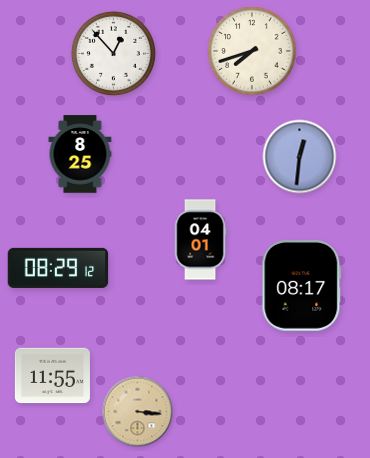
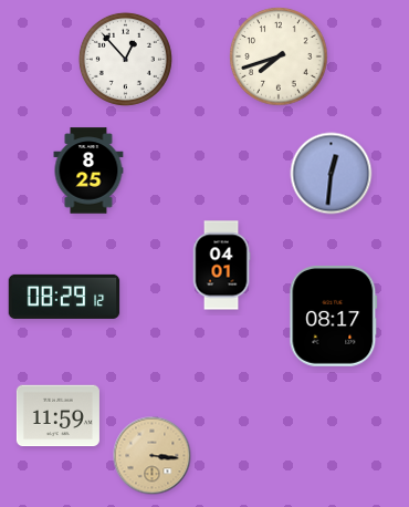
clock at (52, 376): 11:55 -> 11:59
